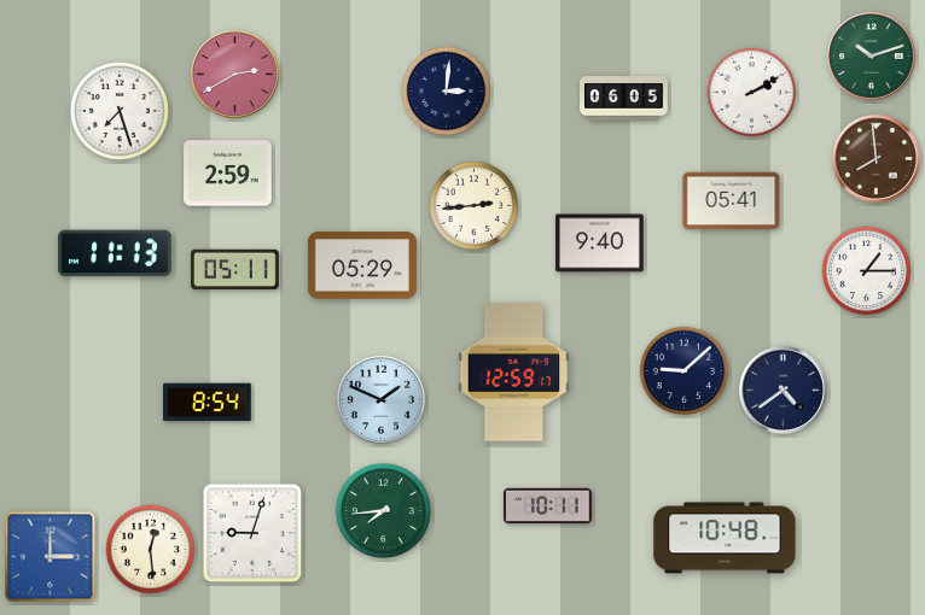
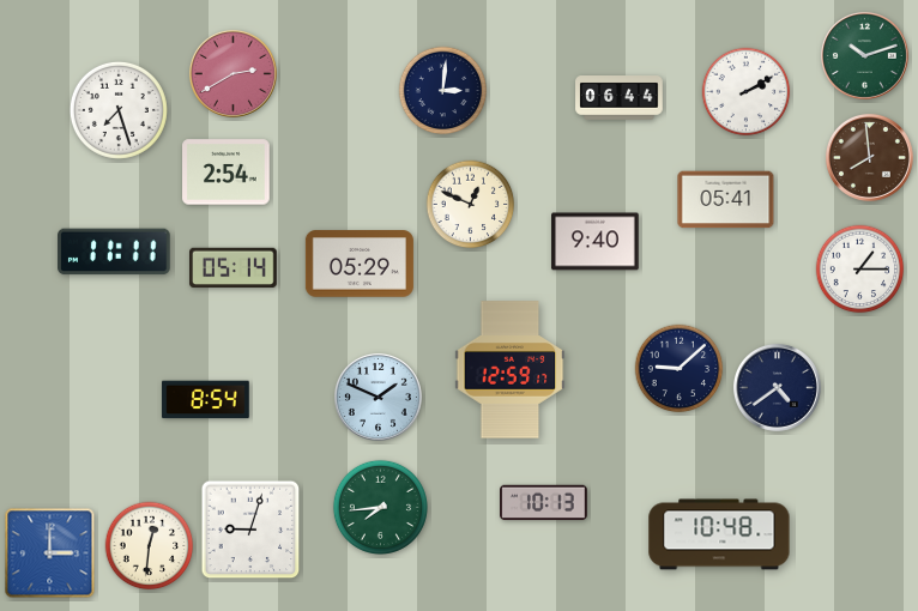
clock at (624, 99): 06:05 -> 06:44
clock at (228, 174): 2:59 -> 2:54
clock at (475, 206): 2:44 -> 12:49
clock at (115, 253): 11:13 -> 11:11
clock at (235, 270): 05:11 -> 05:14
clock at (548, 506): 10:11 -> 10:13
clock at (151, 550): 12:29 -> 12:31
